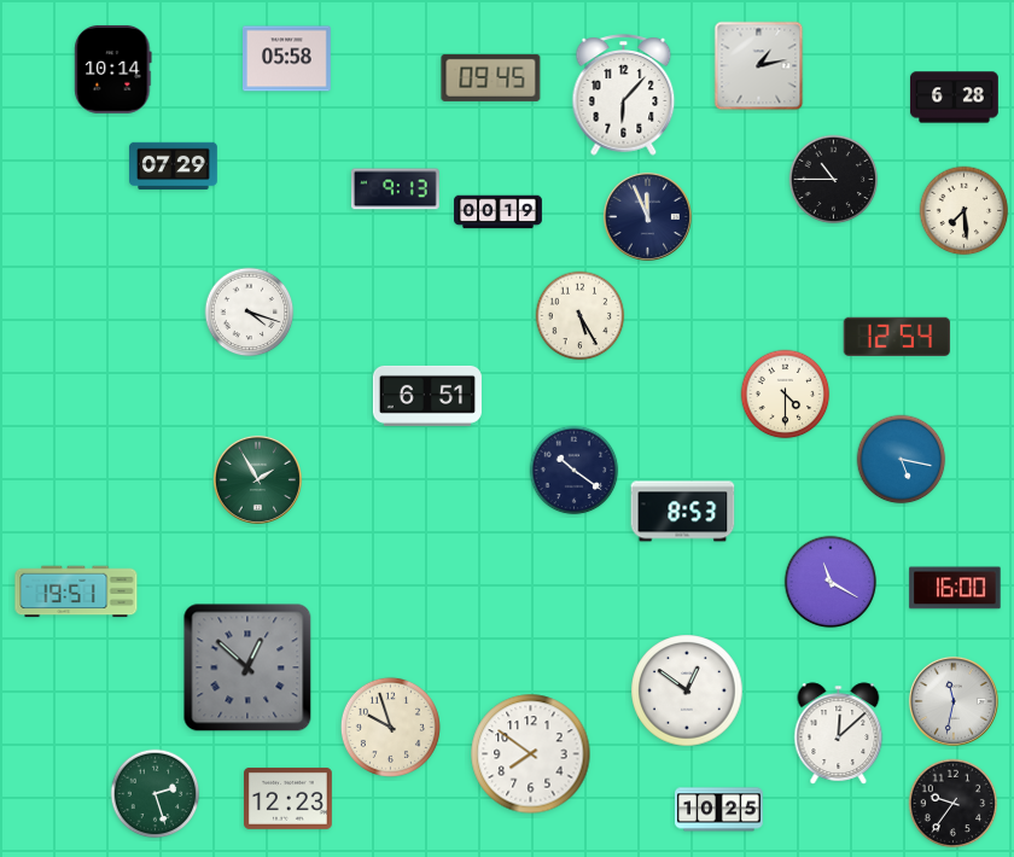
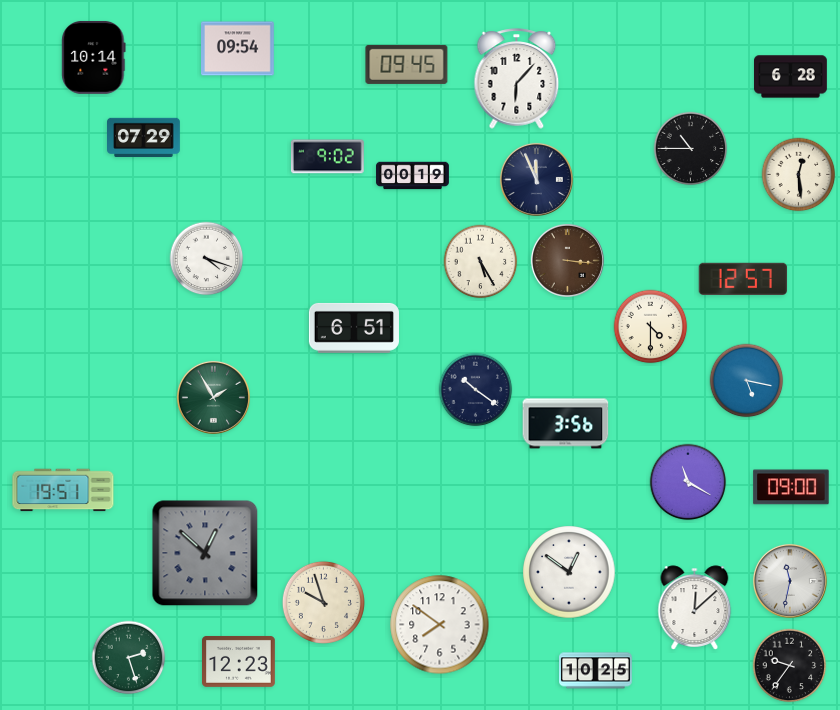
clock at (287, 59): 05:58 -> 09:54
clock at (759, 66): 1:13 -> none
clock at (955, 98) position: (955, 98) -> (791, 77)
clock at (395, 190): 9:13 -> 9:02
clock at (965, 211): 7:29 -> 12:29
clock at (567, 260): none -> 3:16
clock at (897, 337): 12:54 -> 12:57
clock at (683, 512): 8:53 -> 3:56
clock at (955, 588): 16:00 -> 09:00
